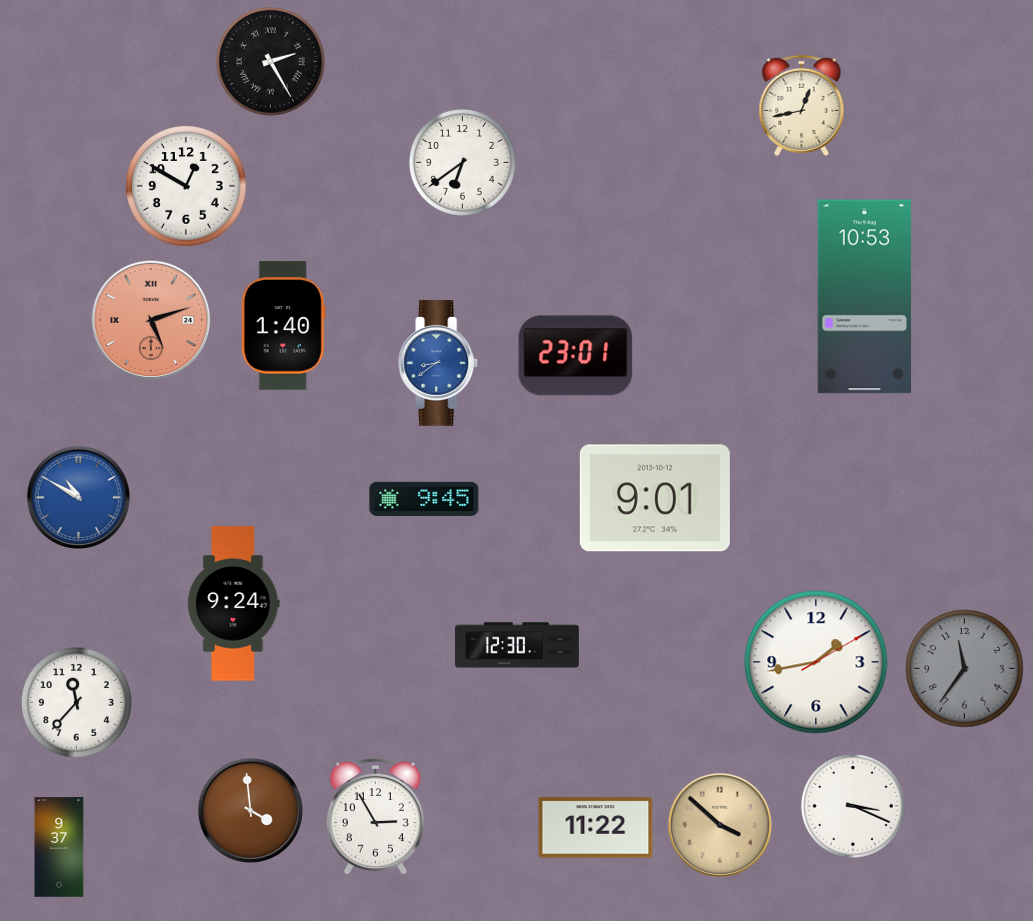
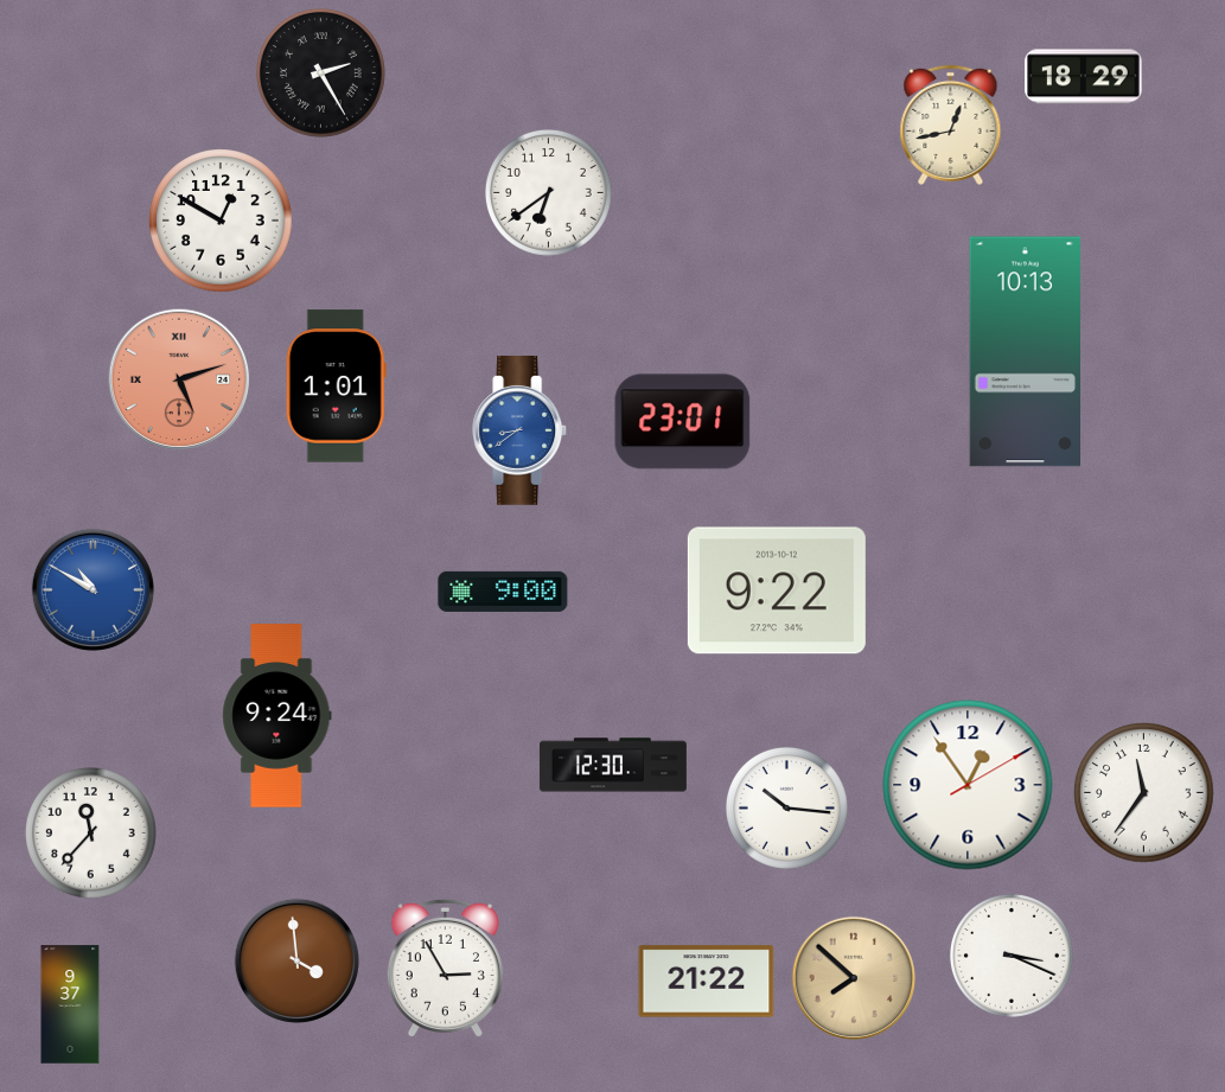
clock at (1084, 77): none -> 18:29
clock at (864, 297): 10:53 -> 10:13
clock at (283, 326): 1:40 -> 1:01
clock at (655, 498): 9:01 -> 9:22
clock at (424, 499): 9:45 -> 9:00
clock at (816, 662): 1:43 -> 12:54
clock at (965, 669) dial: grey -> white
clock at (786, 807): none -> 10:16
clock at (720, 825): 3:52 -> 7:52
clock at (596, 828): 11:22 -> 21:22
